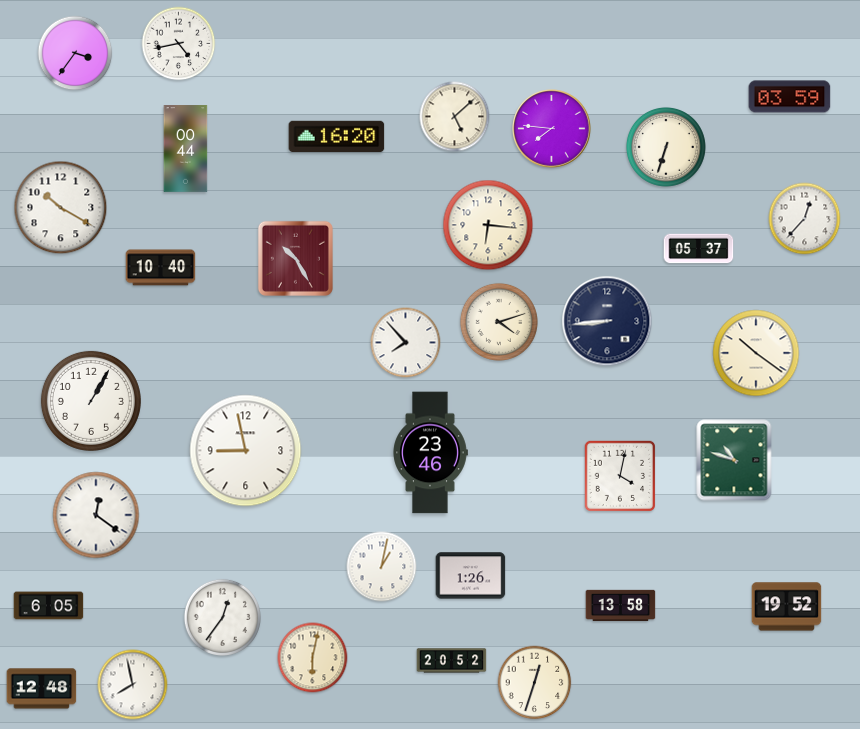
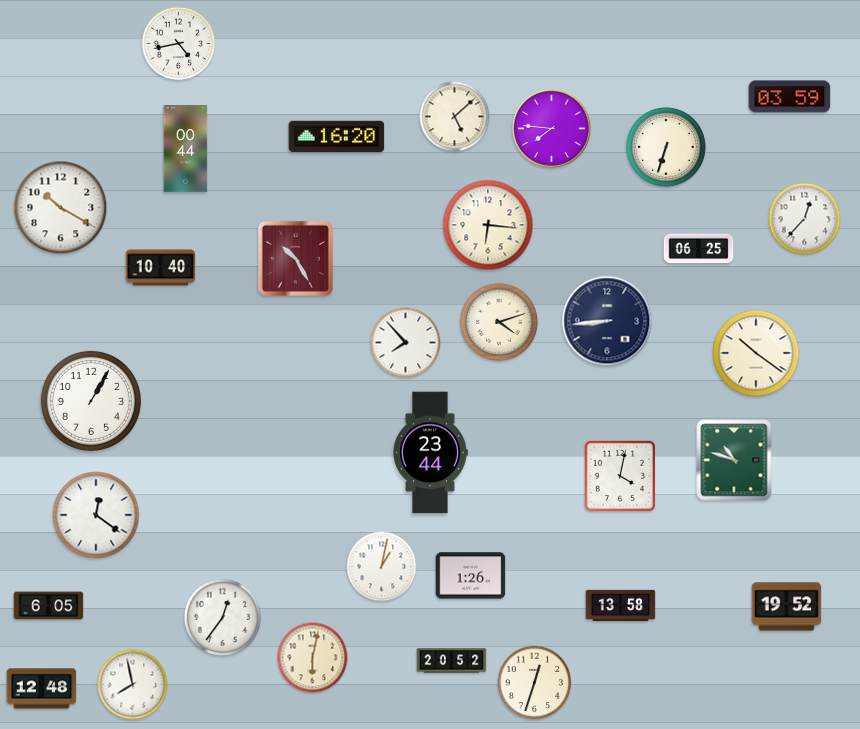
clock at (75, 53): 3:36 -> none
clock at (699, 249): 05:37 -> 06:25
clock at (246, 451): 8:58 -> none
clock at (430, 453): 23:46 -> 23:44
